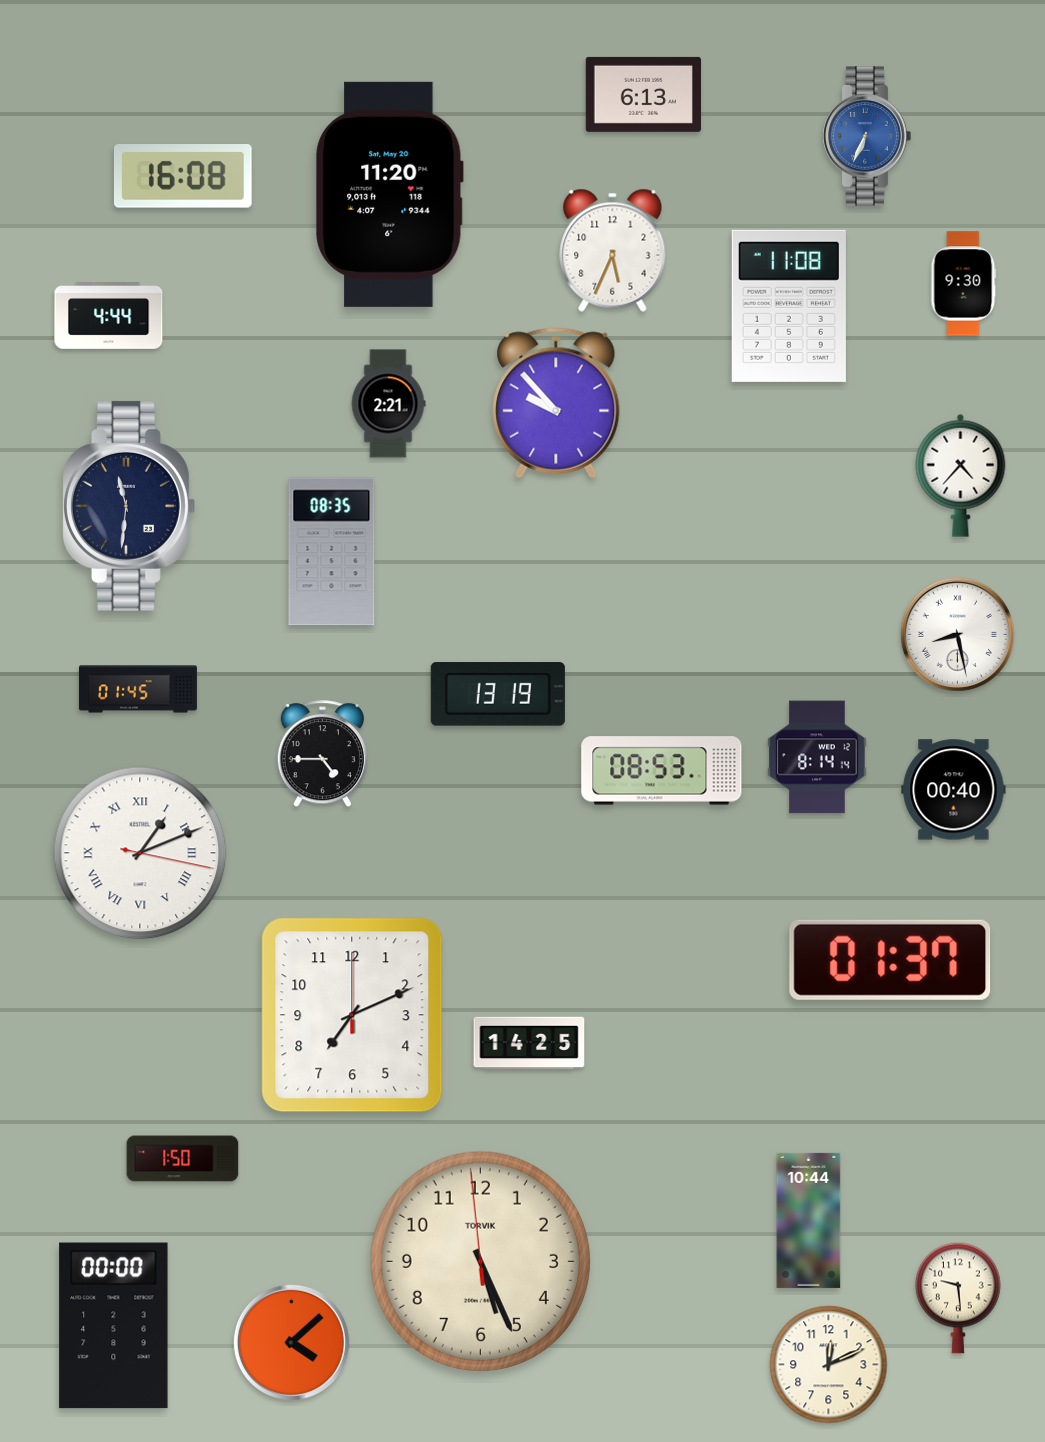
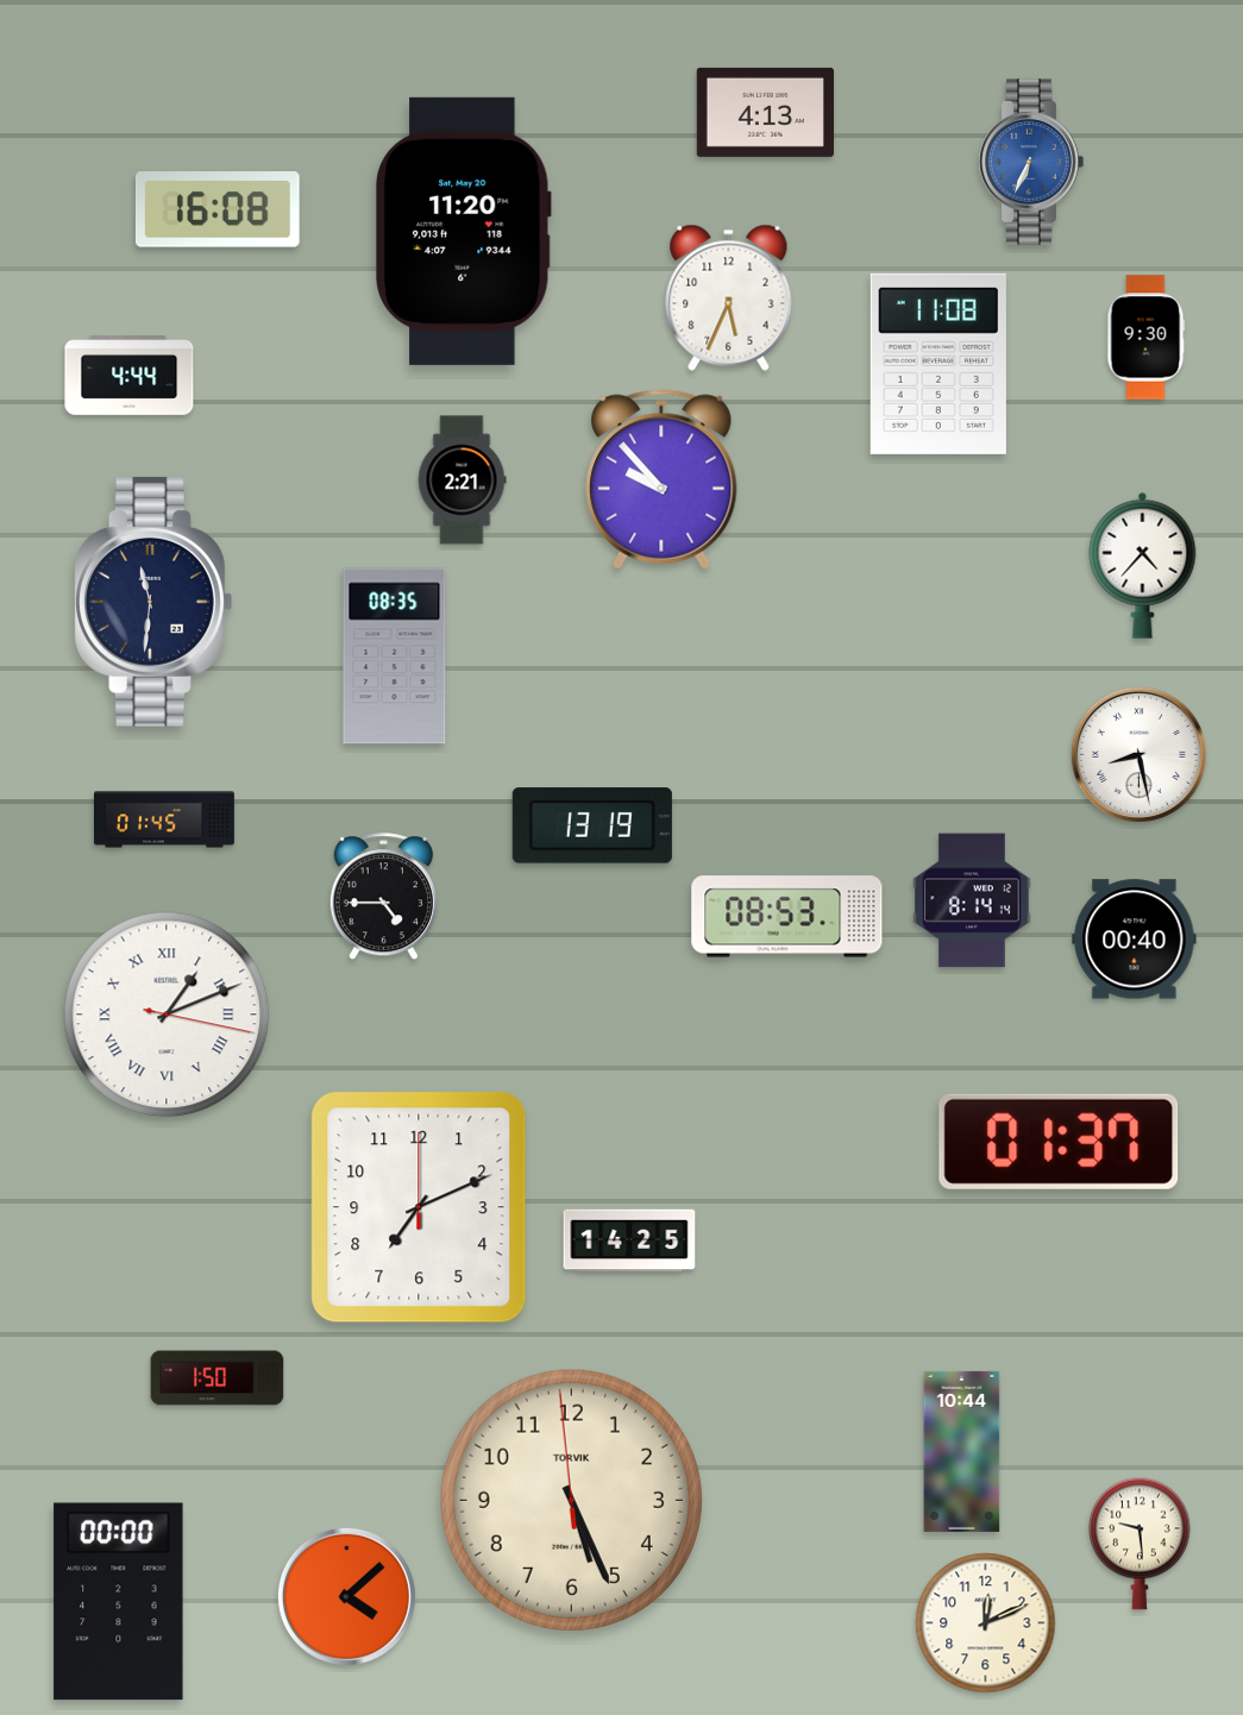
clock at (643, 94): 6:13 -> 4:13
clock at (114, 1326) position: (114, 1326) -> (119, 1602)
